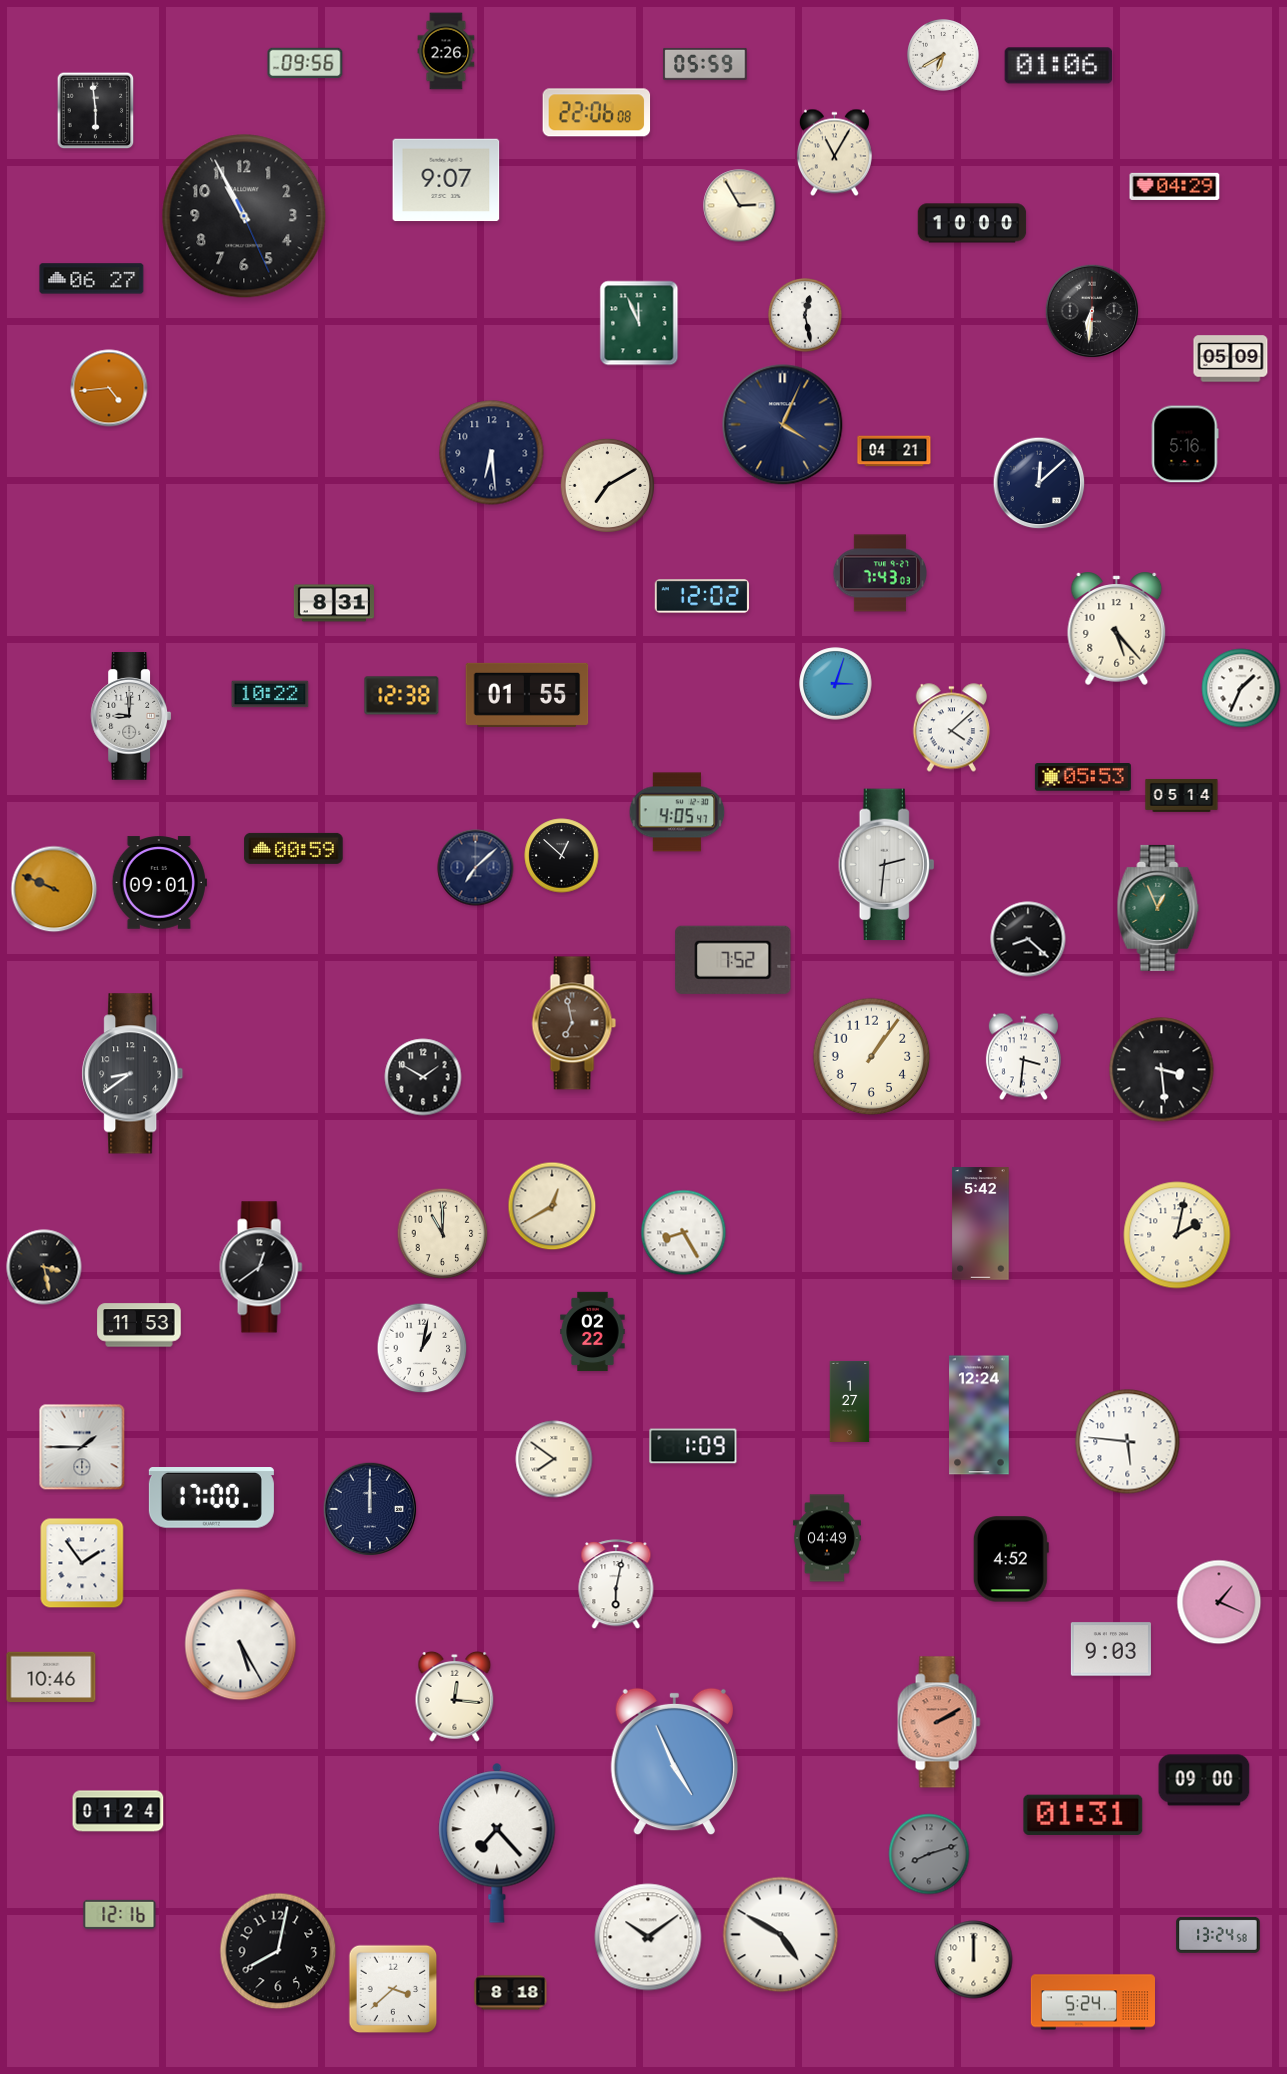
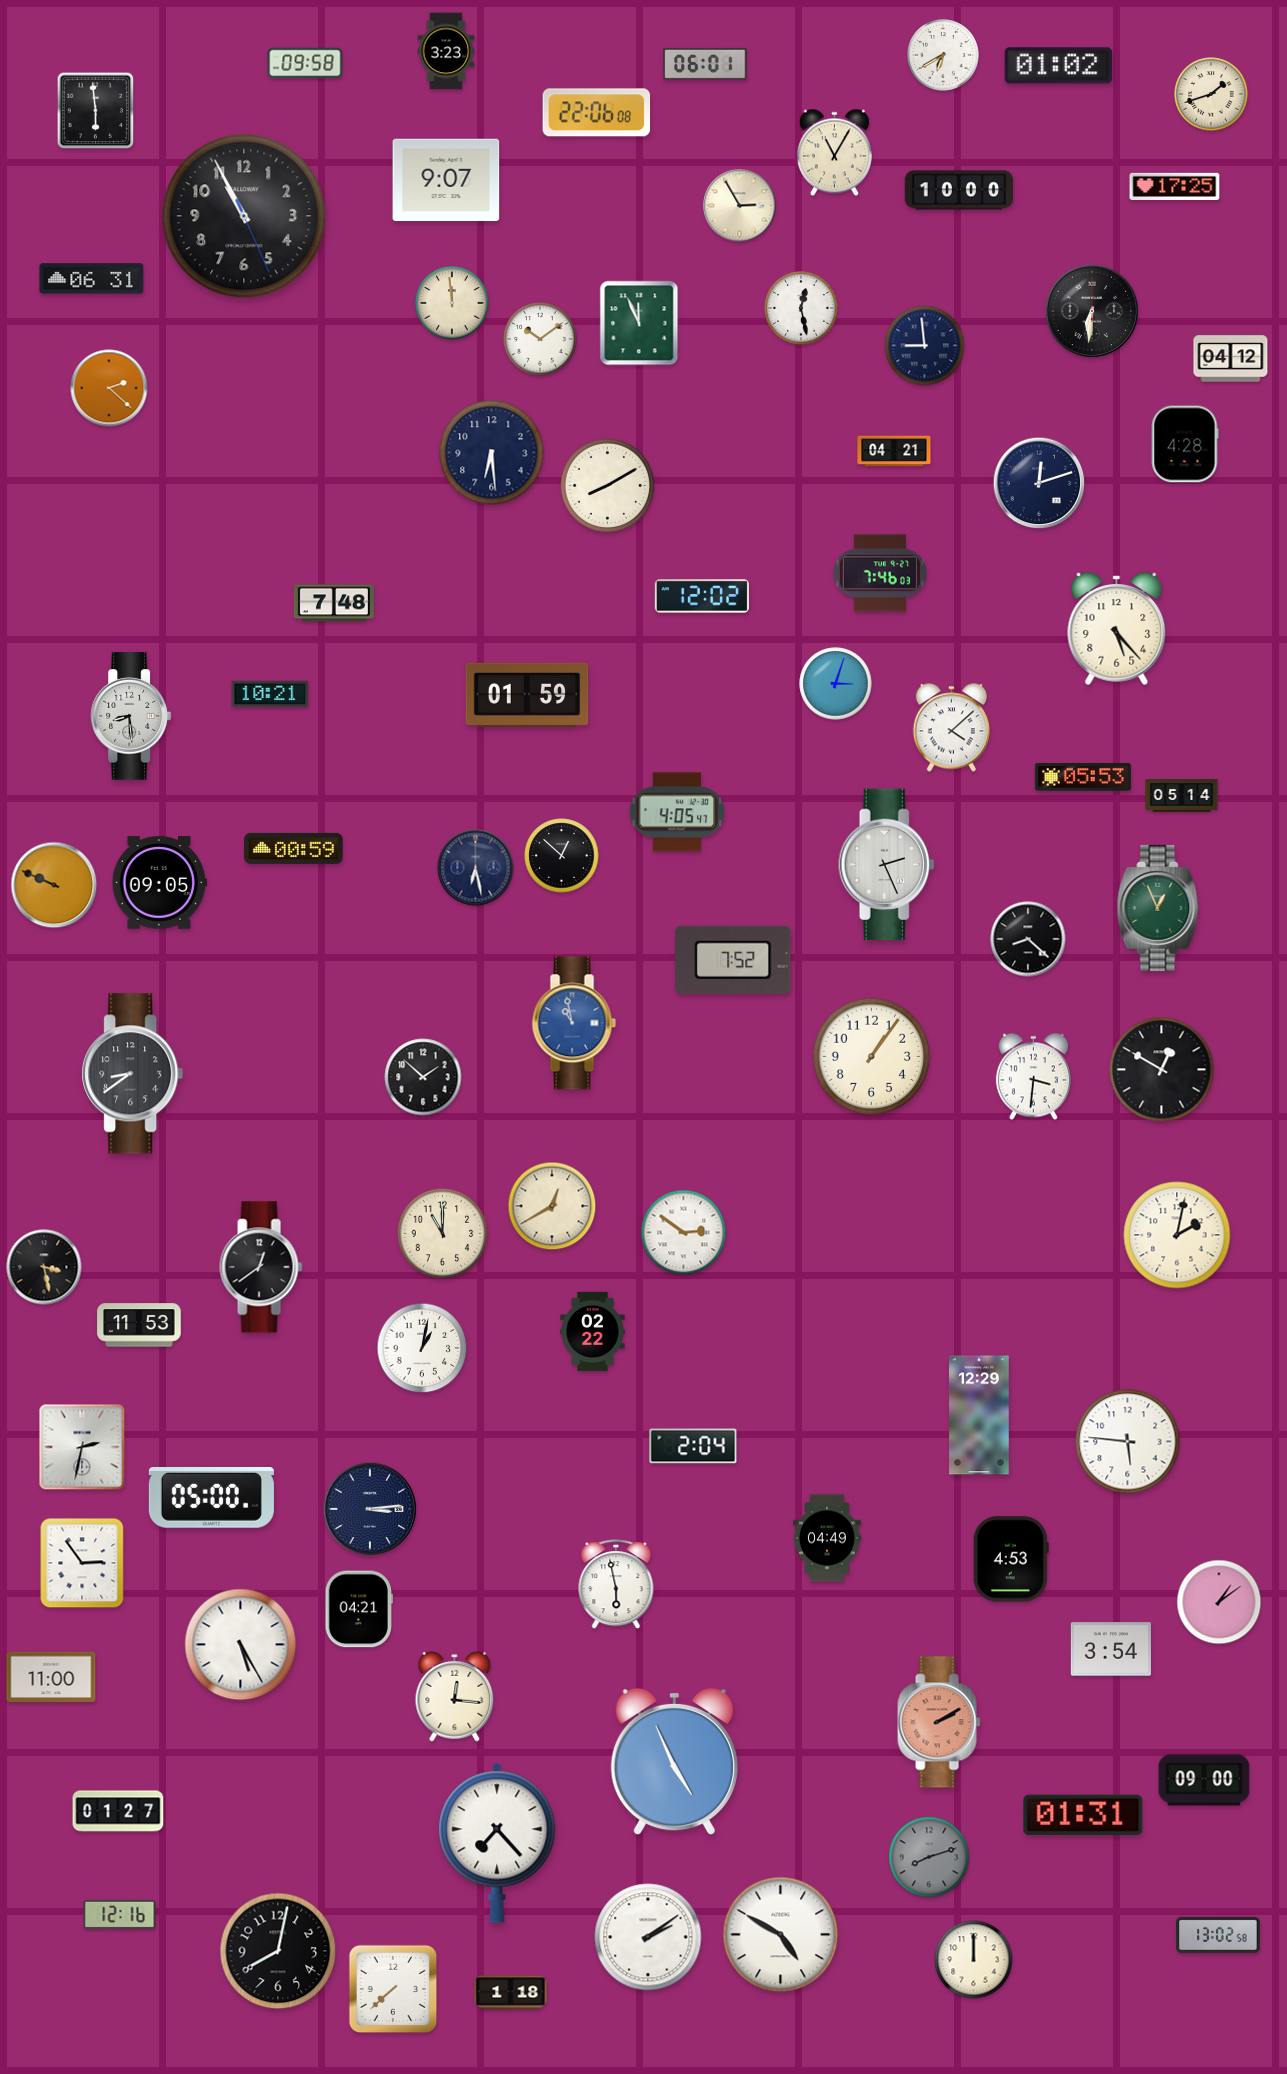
clock at (446, 51): 2:26 -> 3:23
clock at (305, 63): 09:56 -> 09:58
clock at (705, 64): 05:59 -> 06:01
clock at (1059, 66): 01:06 -> 01:02
clock at (1211, 94): none -> 1:42
clock at (1175, 186): 04:29 -> 17:25
clock at (972, 223) position: (972, 223) -> (959, 190)
clock at (92, 279): 06:27 -> 06:31
clock at (452, 303): none -> 11:59
clock at (805, 315) position: (805, 315) -> (801, 308)
clock at (540, 339): none -> 10:09
clock at (925, 346): none -> 8:59
clock at (1231, 359): 05:09 -> 04:12
clock at (109, 388): 4:44 -> 2:22
clock at (783, 425): 4:04 -> none
clock at (1185, 444): 5:16 -> 4:28
clock at (1039, 483): 12:08 -> 12:12
clock at (607, 485): 7:10 -> 8:10
clock at (880, 573): 7:43 -> 7:46
clock at (333, 603): 8:31 -> 7:48
clock at (1241, 688): 1:34 -> none
clock at (270, 694): 10:22 -> 10:21
clock at (527, 695): 01:55 -> 01:59
clock at (402, 696): 12:38 -> none
clock at (131, 716): 9:00 -> 8:29
clock at (887, 865): 2:31 -> 2:26
clock at (476, 868): 7:08 -> 6:28
clock at (159, 883): 09:01 -> 09:05
clock at (54, 889) position: (54, 889) -> (54, 885)
clock at (574, 1023): 6:58 -> 10:58
clock at (574, 1023) dial: brown -> blue
clock at (1023, 1057) position: (1023, 1057) -> (1033, 1077)
clock at (1162, 1070): 3:29 -> 12:50
clock at (423, 1077): 1:50 -> 1:52
clock at (981, 1224): 5:42 -> none
clock at (684, 1233): 8:25 -> 2:51
clock at (850, 1401): 1:27 -> none
clock at (979, 1415): 12:24 -> 12:29
clock at (693, 1446): 1:09 -> 2:04
clock at (82, 1447): 1:45 -> 2:32
clock at (554, 1459): 7:51 -> none
clock at (211, 1498): 17:00 -> 05:00
clock at (370, 1509): 12:00 -> 3:14
clock at (1011, 1559): 4:52 -> 4:53
clock at (82, 1563): 1:54 -> 2:54
clock at (616, 1585): 6:02 -> 5:58
clock at (1219, 1602): 1:19 -> 1:09
clock at (359, 1609): none -> 04:21
clock at (1111, 1649): 9:03 -> 3:54
clock at (51, 1677): 10:46 -> 11:00
clock at (118, 1811): 01:24 -> 01:27
clock at (929, 1854) position: (929, 1854) -> (929, 1857)
clock at (1218, 1935): 13:24 -> 13:02
clock at (648, 1937): 10:09 -> 2:09
clock at (393, 1989): 3:38 -> 7:38
clock at (511, 1993): 8:18 -> 1:18
clock at (1092, 2002): 5:24 -> none
